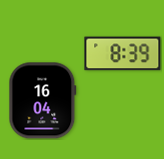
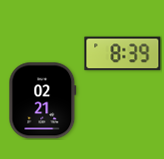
clock at (43, 101): 16:04 -> 02:21
